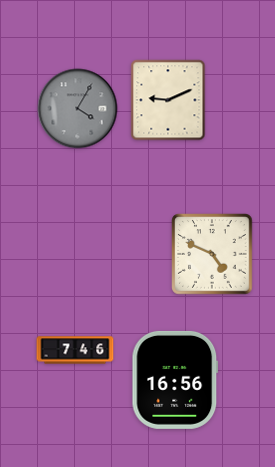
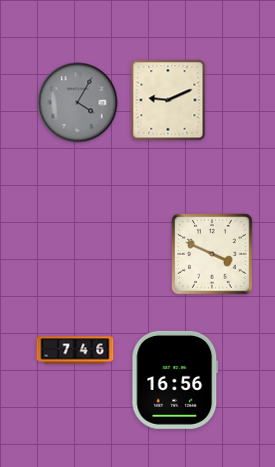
clock at (78, 109) position: (78, 109) -> (78, 103)
clock at (212, 254): 4:49 -> 3:49
